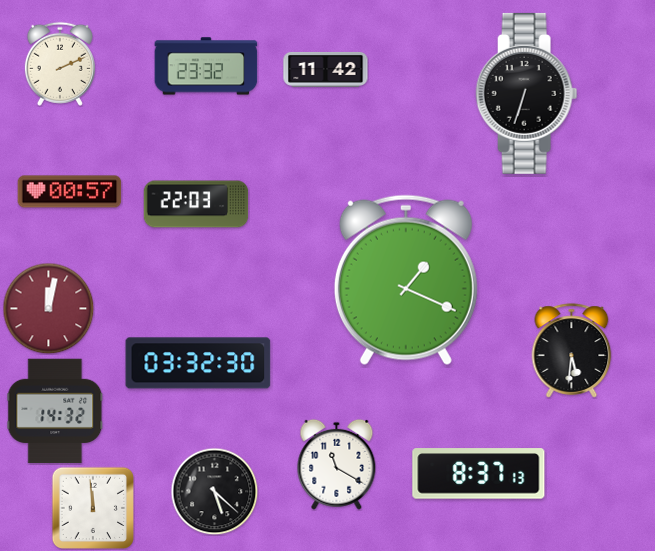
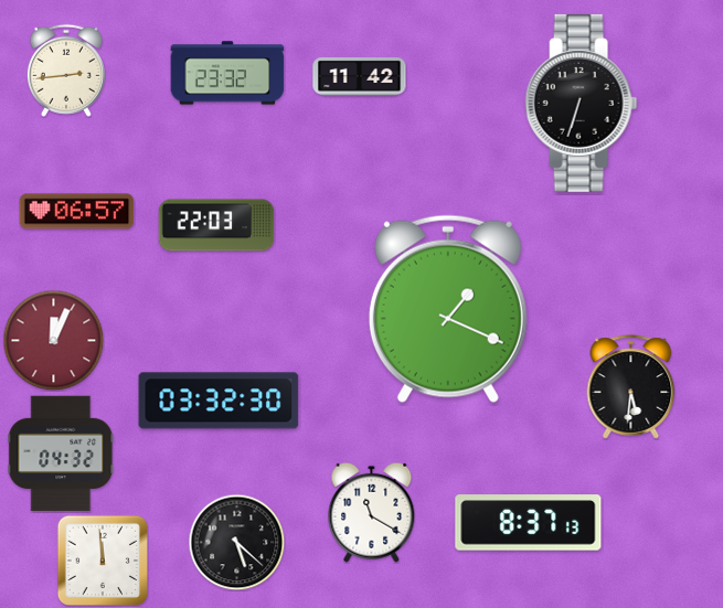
clock at (60, 64): 2:11 -> 2:44
clock at (70, 192): 00:57 -> 06:57
clock at (48, 308): 12:02 -> 12:04
clock at (55, 411): 14:32 -> 04:32
